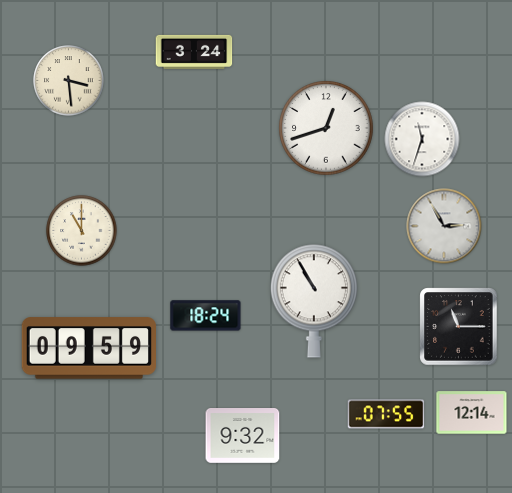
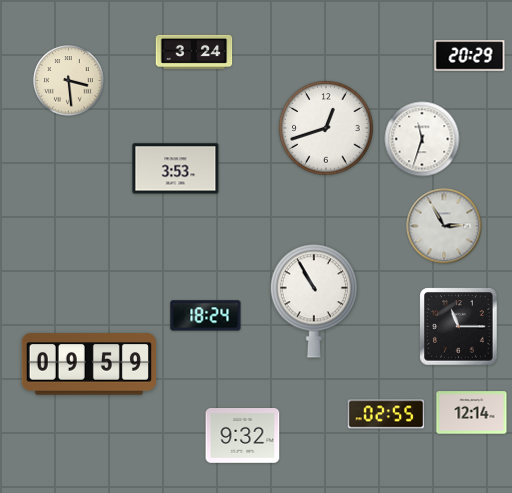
clock at (470, 56): none -> 20:29
clock at (176, 169): none -> 3:53
clock at (82, 231): 11:00 -> none
clock at (88, 348) position: (88, 348) -> (88, 364)
clock at (386, 414): 07:55 -> 02:55
